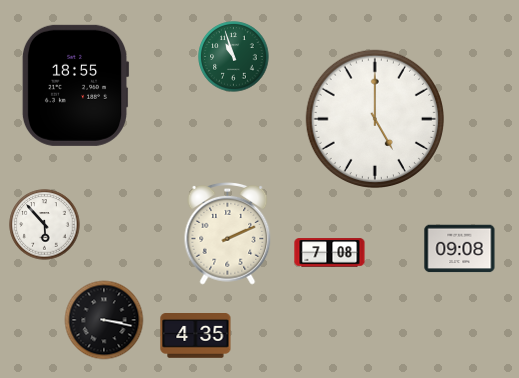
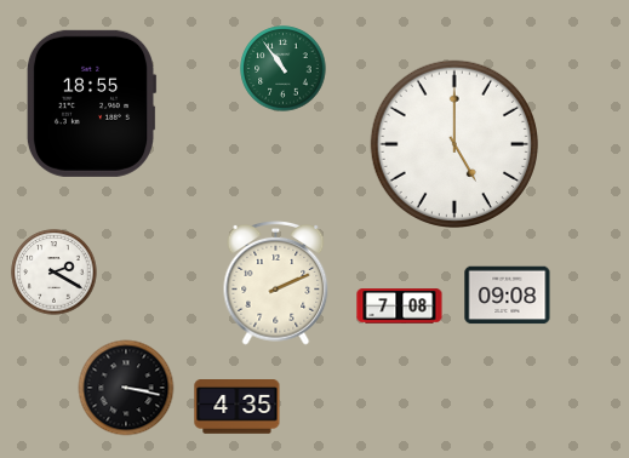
clock at (234, 57): 10:57 -> 10:54
clock at (45, 225): 5:53 -> 2:20
clock at (460, 249) position: (460, 249) -> (508, 296)
